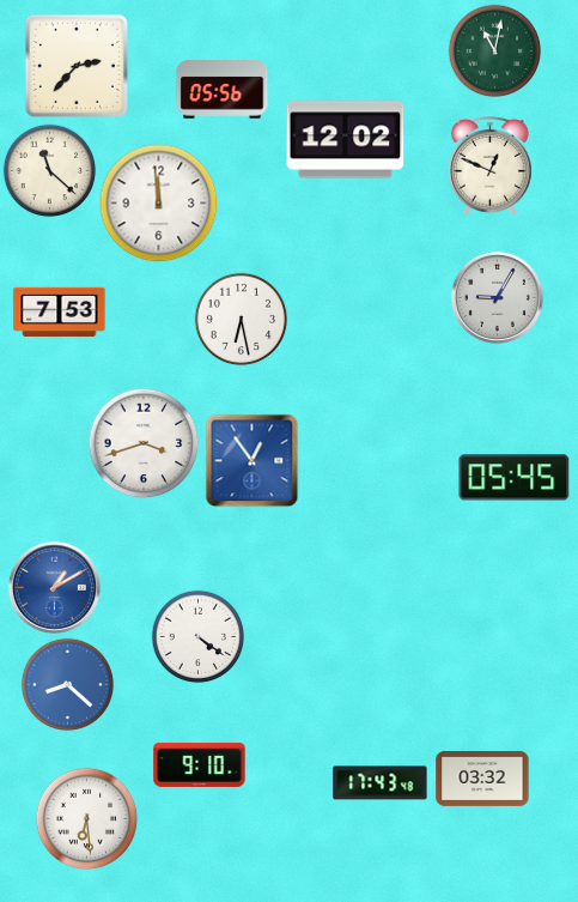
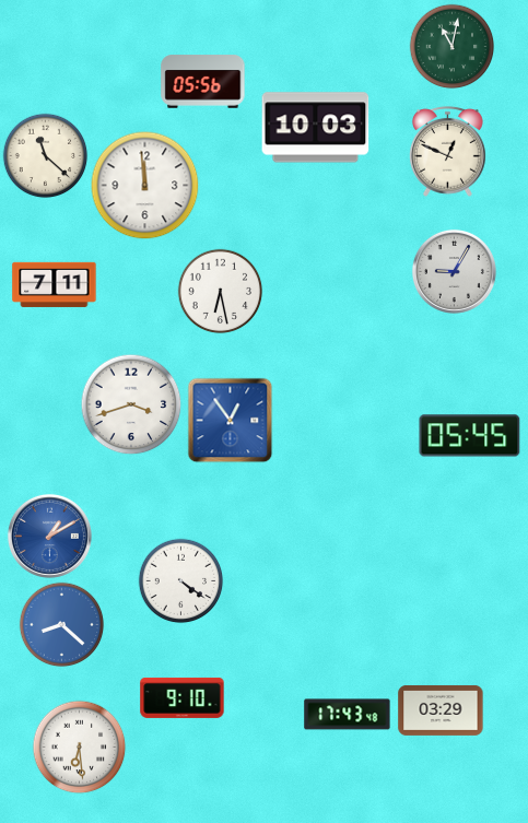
clock at (77, 66): 2:37 -> none
clock at (346, 140): 12:02 -> 10:03
clock at (60, 311): 7:53 -> 7:11
clock at (482, 779): 03:32 -> 03:29
